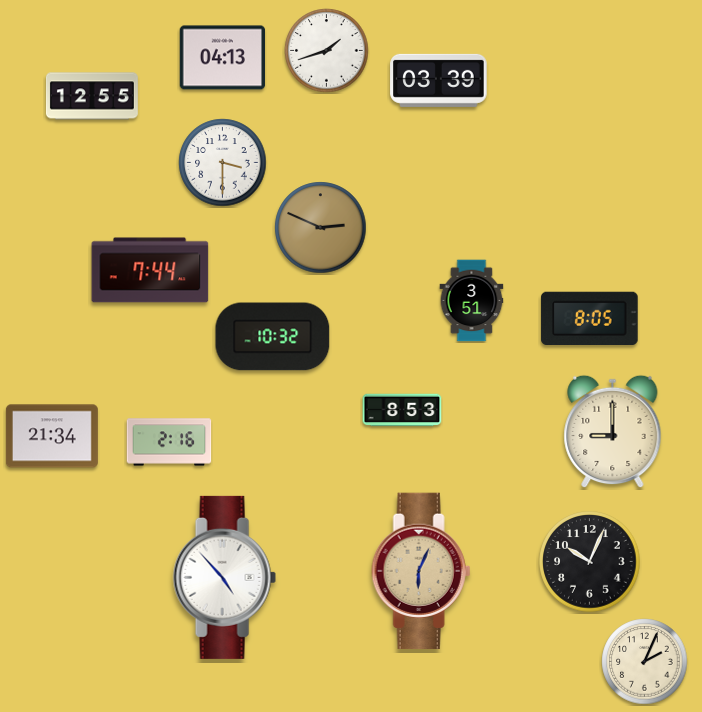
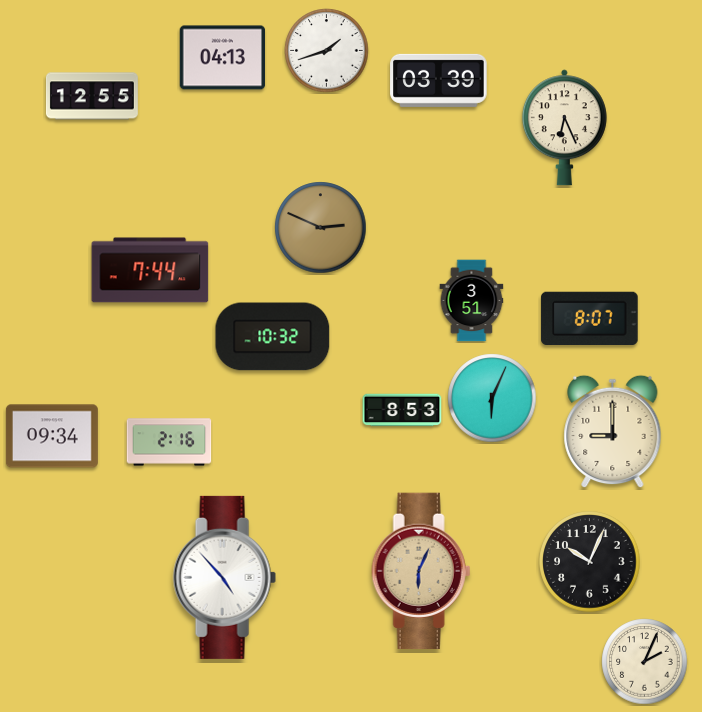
clock at (564, 128): none -> 6:26
clock at (223, 163): 3:30 -> none
clock at (590, 318): 8:05 -> 8:07
clock at (492, 398): none -> 6:04
clock at (52, 436): 21:34 -> 09:34
